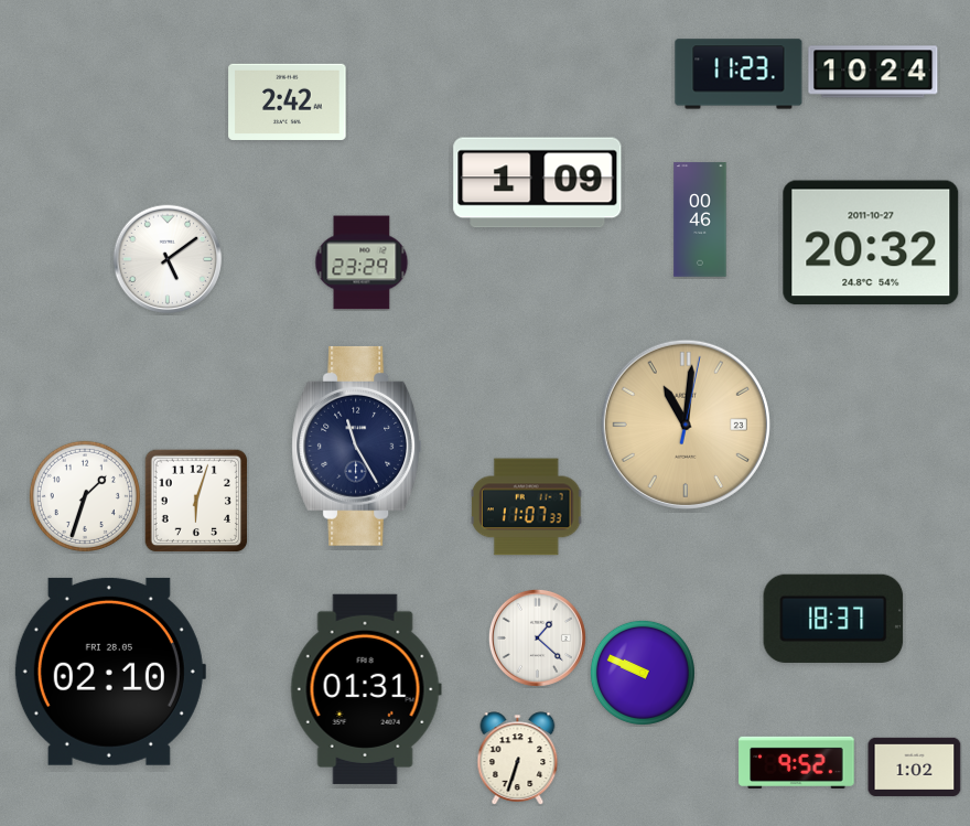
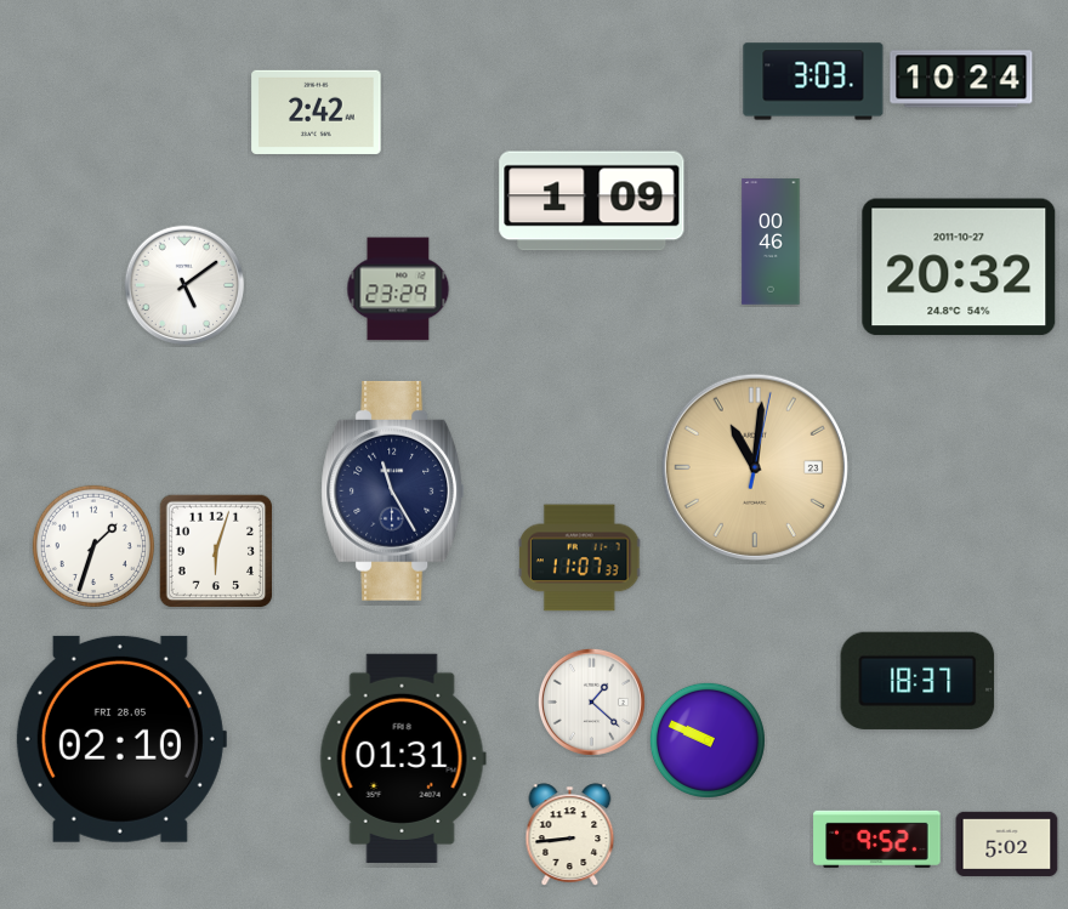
clock at (739, 74): 11:23 -> 3:03
clock at (518, 759): 6:33 -> 8:44
clock at (915, 766): 1:02 -> 5:02
